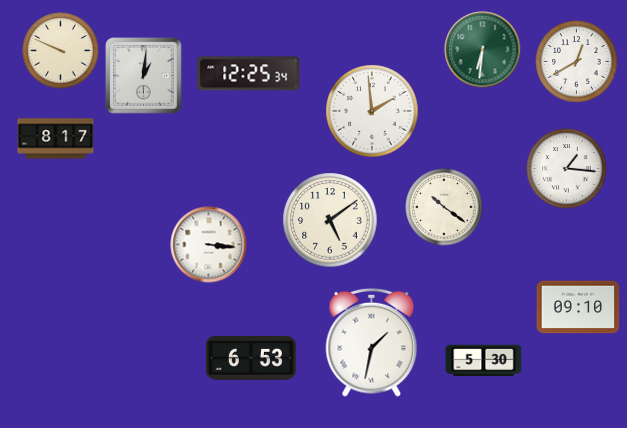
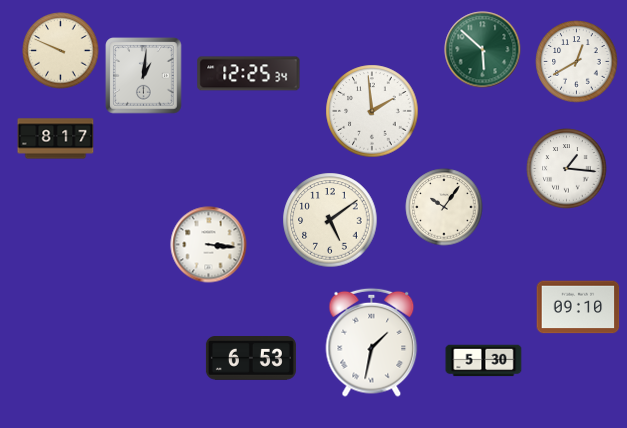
clock at (483, 50): 6:31 -> 5:52
clock at (444, 207): 10:21 -> 10:06
